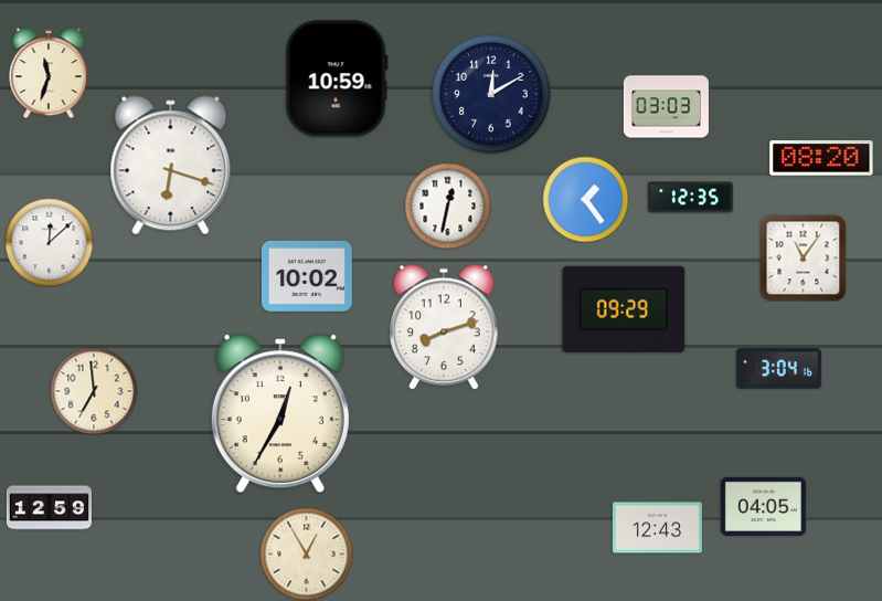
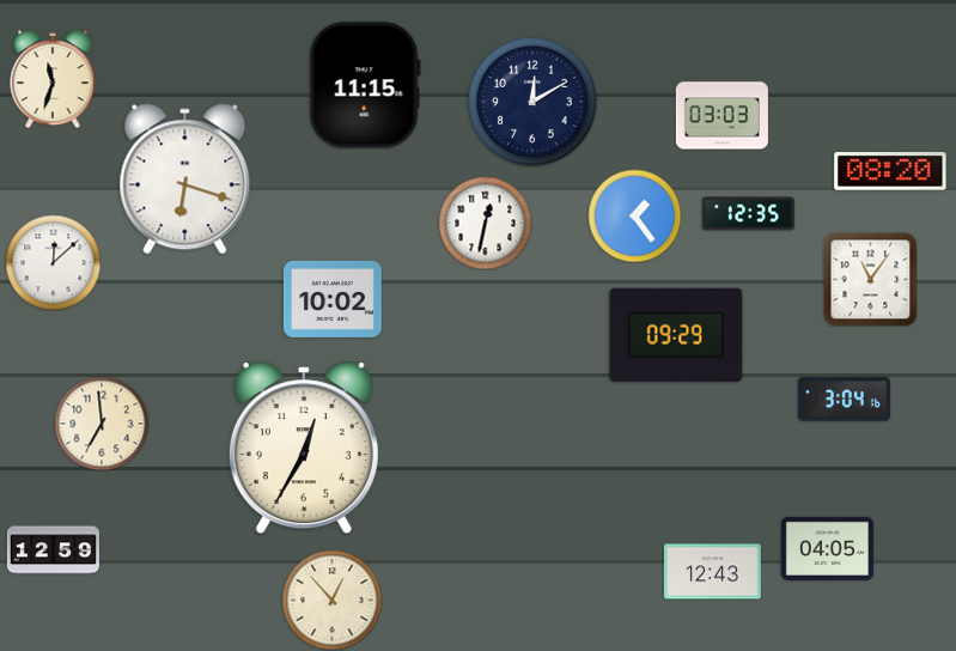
clock at (337, 78): 10:59 -> 11:15
clock at (444, 327): 8:12 -> none
clock at (306, 553): 12:55 -> 12:53
